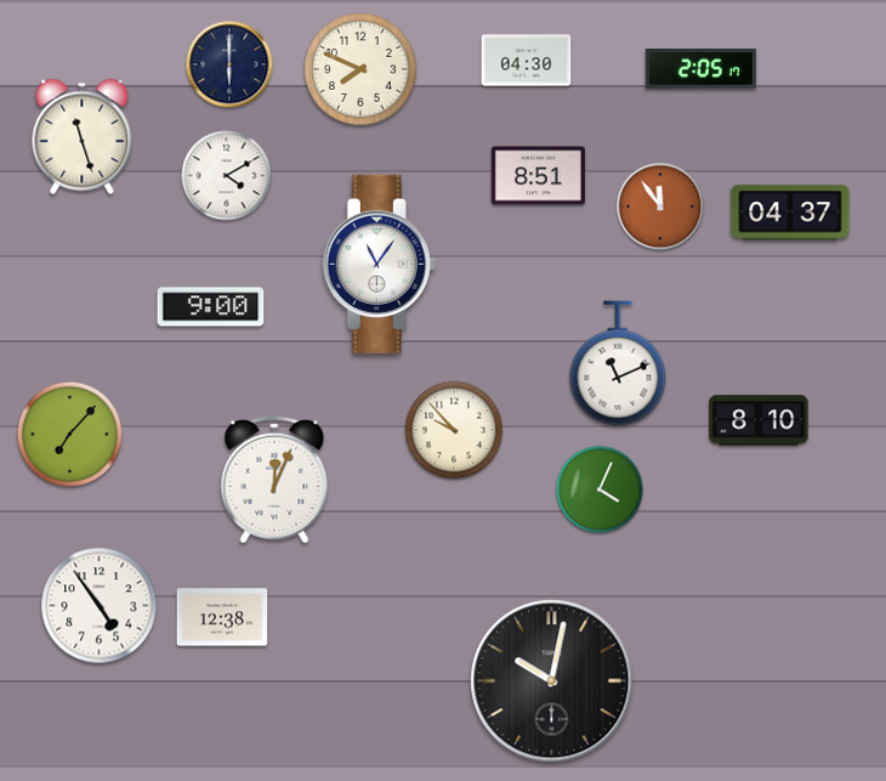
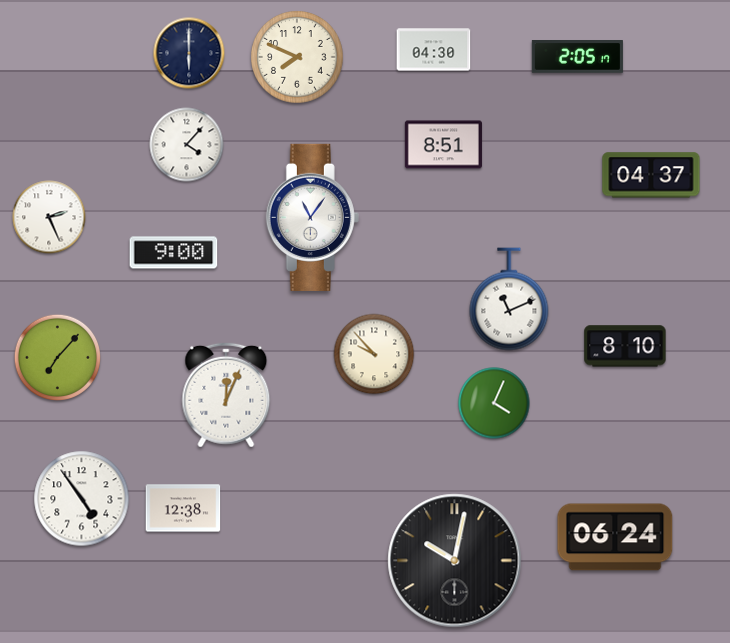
clock at (83, 137): 11:27 -> none
clock at (227, 176): 4:10 -> 4:07
clock at (660, 206): 11:54 -> none
clock at (49, 217): none -> 2:26
clock at (615, 537): none -> 06:24
